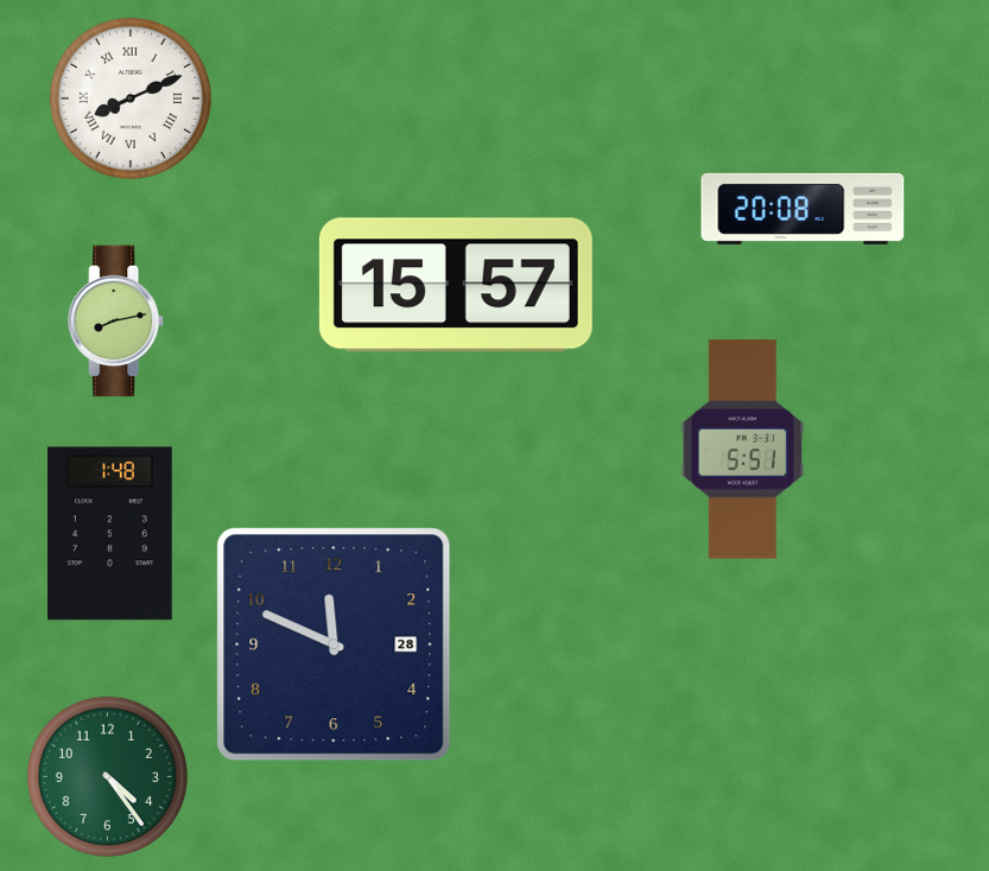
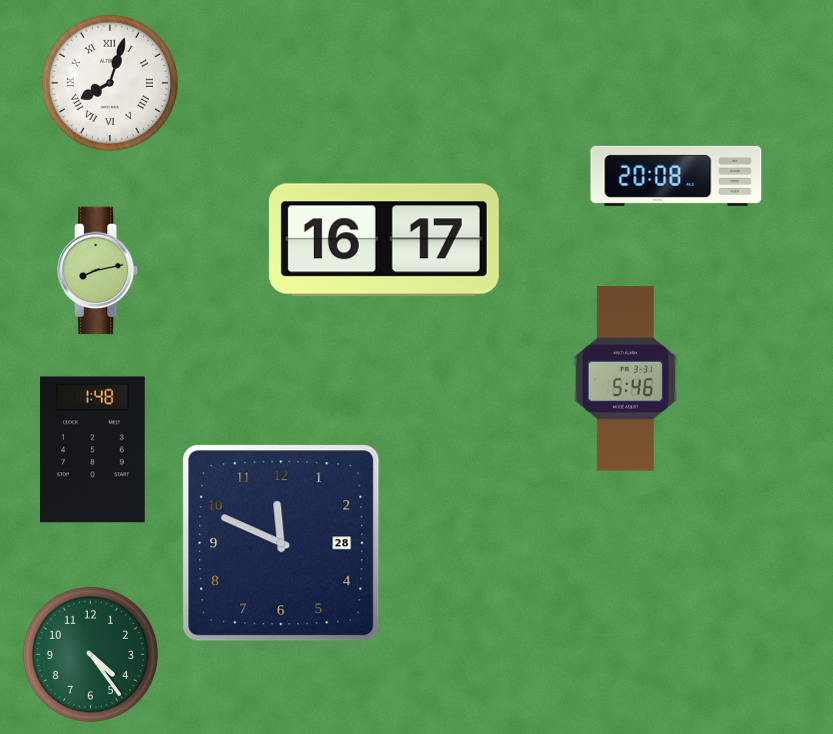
clock at (131, 98): 8:11 -> 8:03
clock at (456, 285): 15:57 -> 16:17
clock at (743, 450): 5:51 -> 5:46
